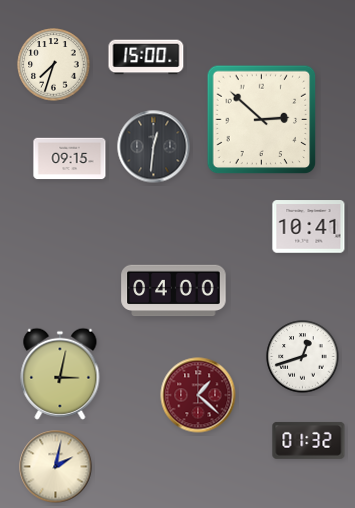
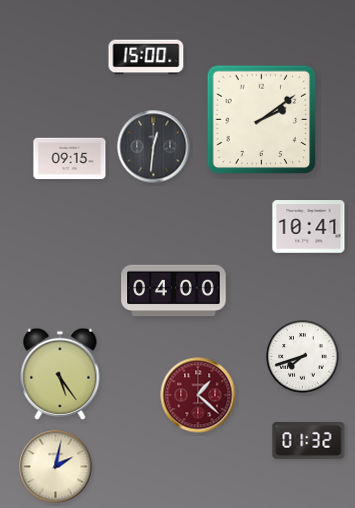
clock at (54, 65): 7:33 -> none
clock at (262, 120): 2:52 -> 2:09
clock at (303, 357): 12:42 -> 7:42
clock at (60, 374): 3:02 -> 5:24
